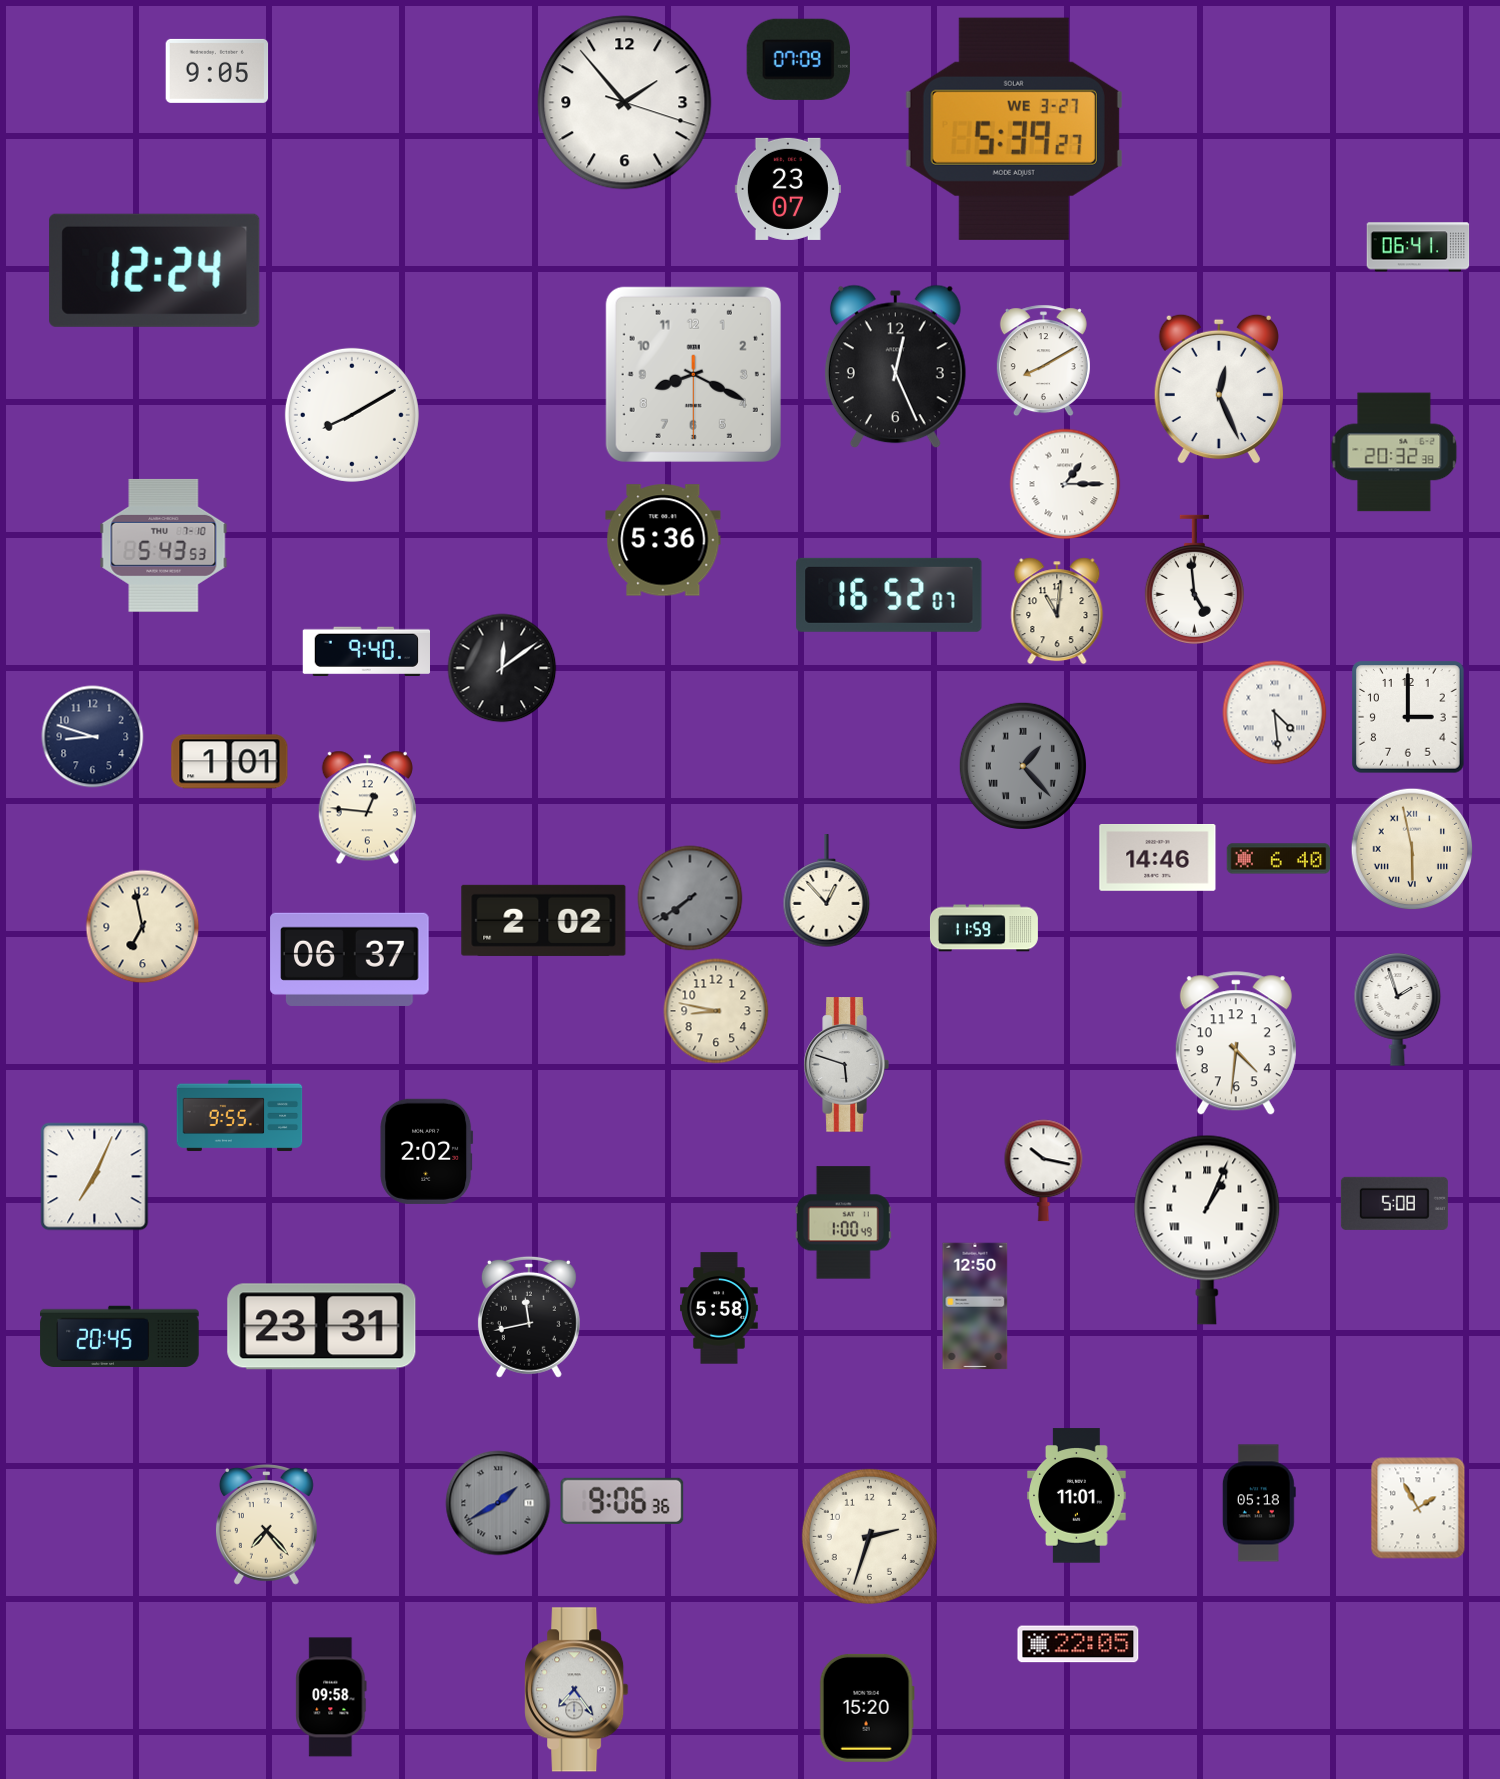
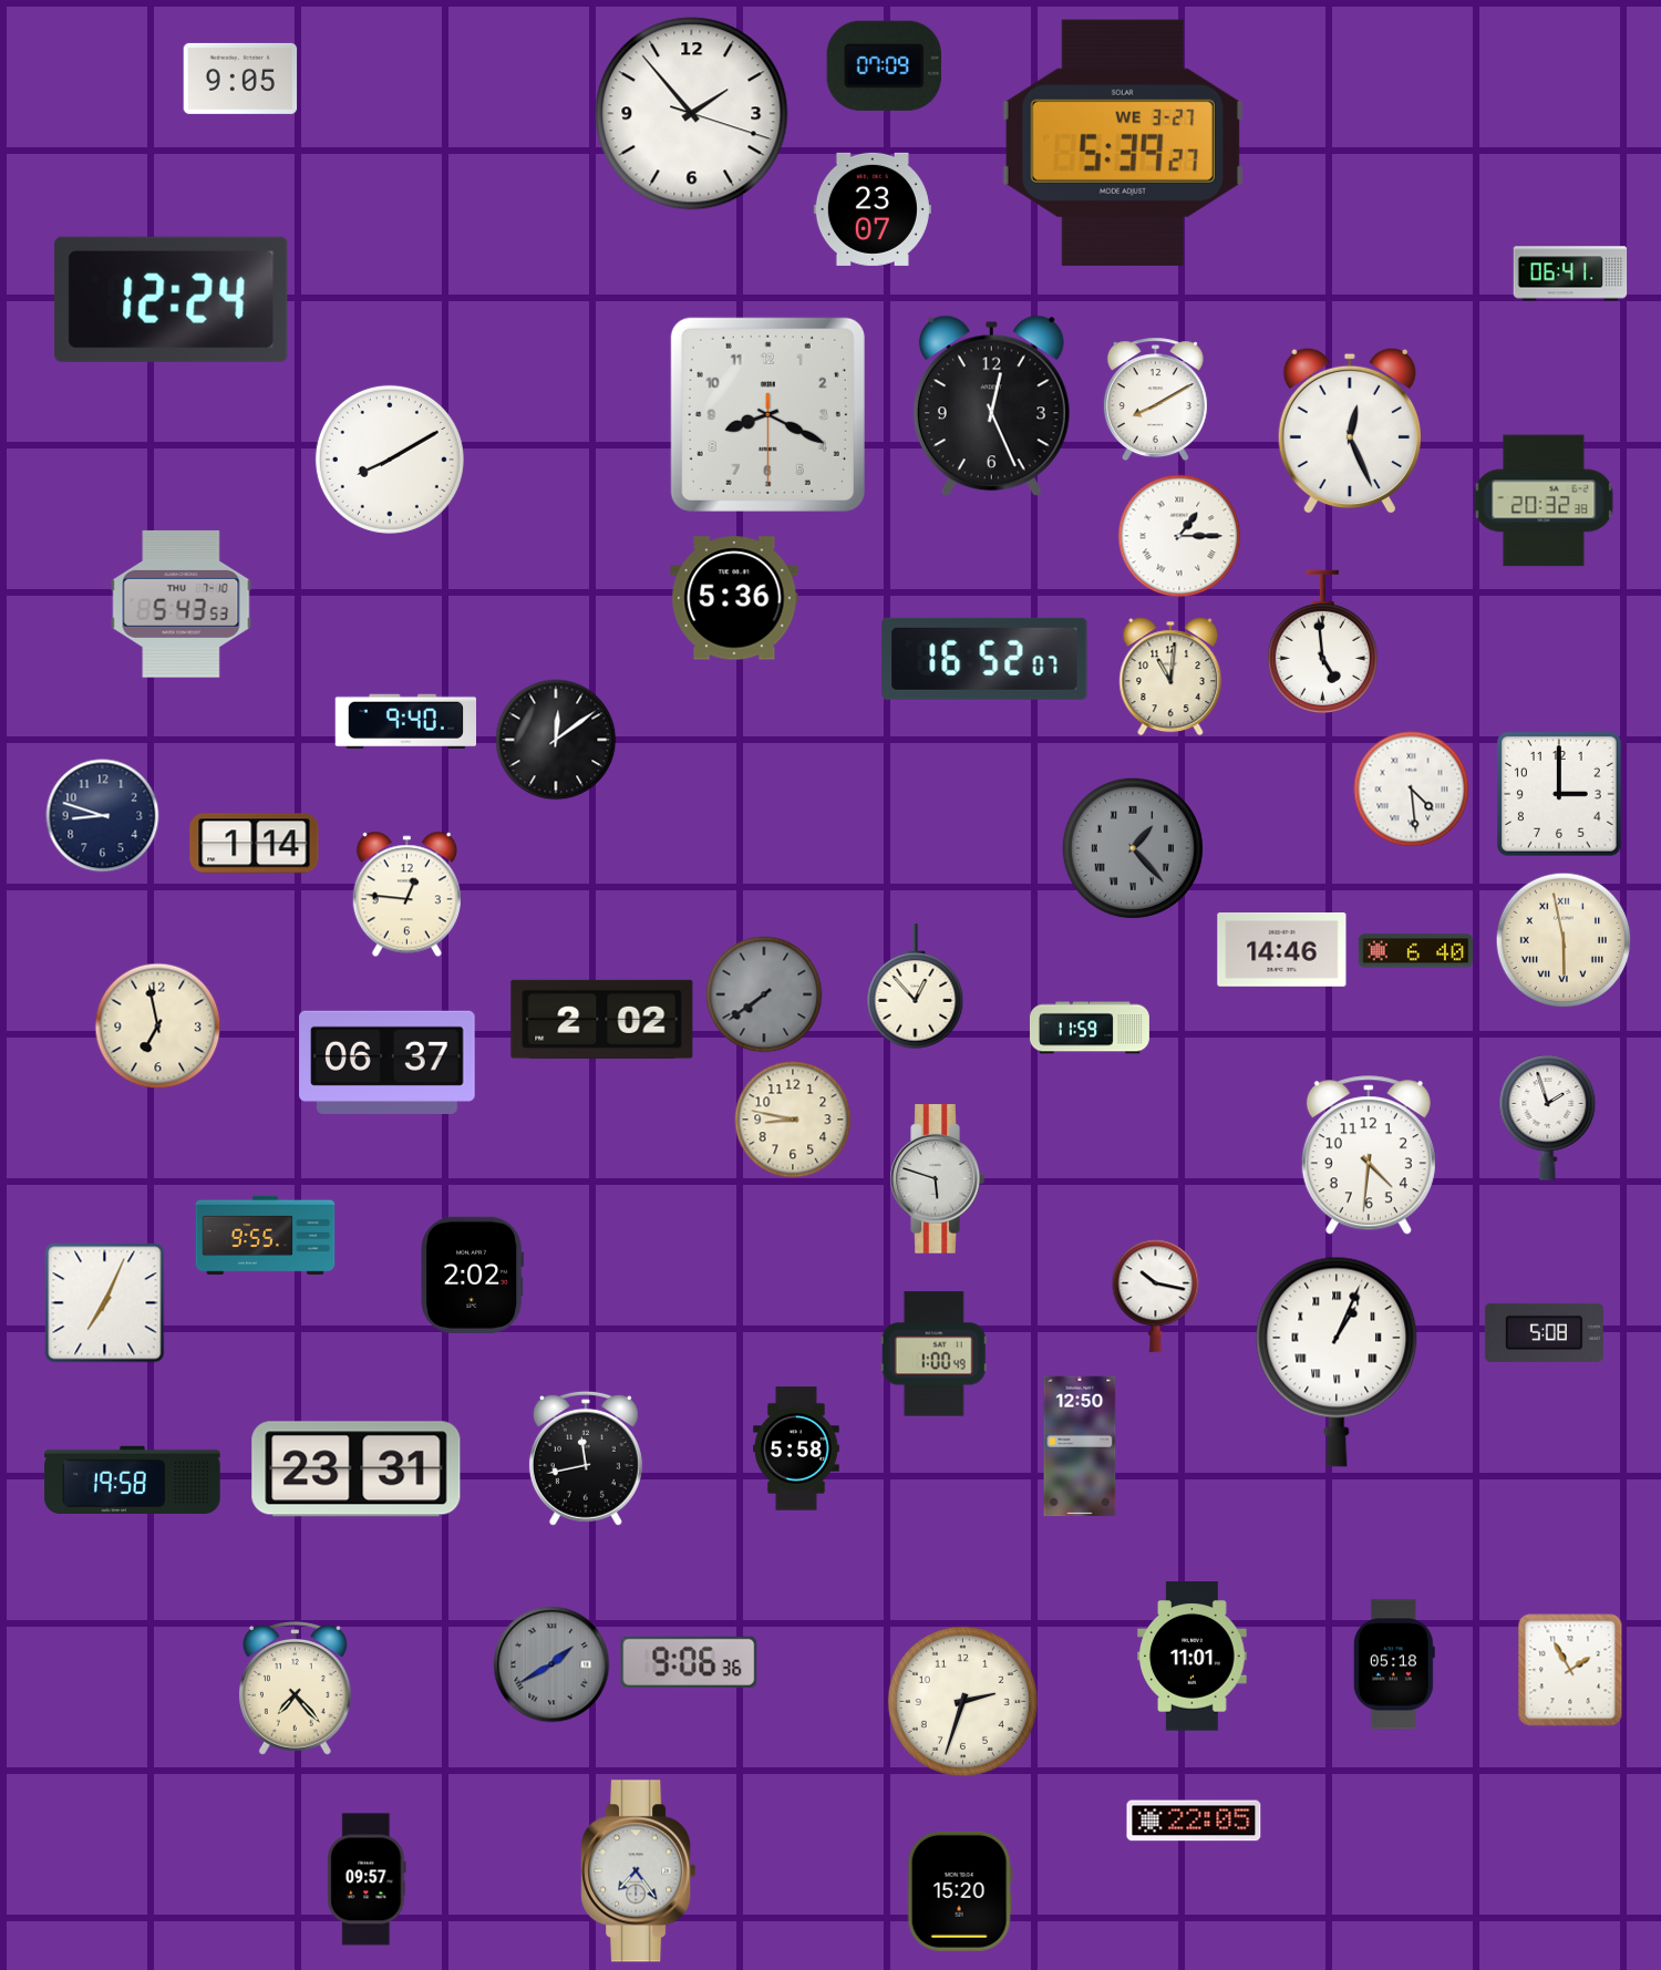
clock at (230, 762): 1:01 -> 1:14
clock at (120, 1337): 20:45 -> 19:58
clock at (331, 1697): 09:58 -> 09:57
